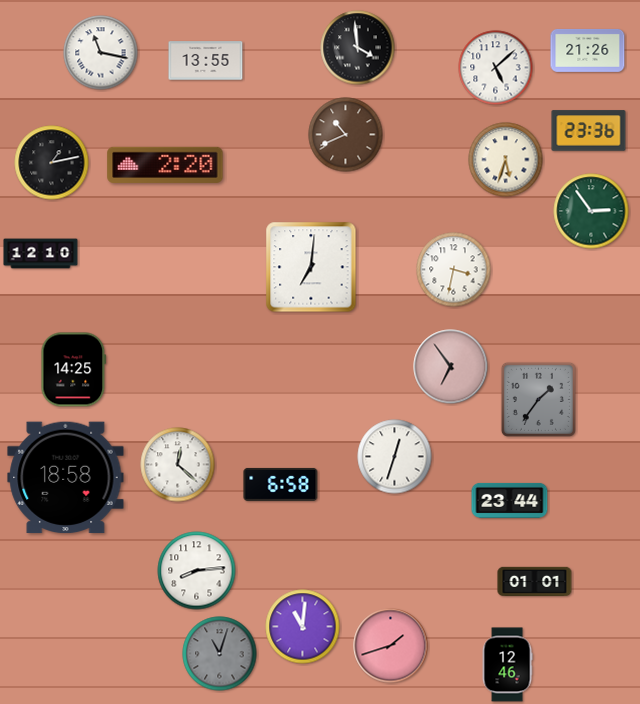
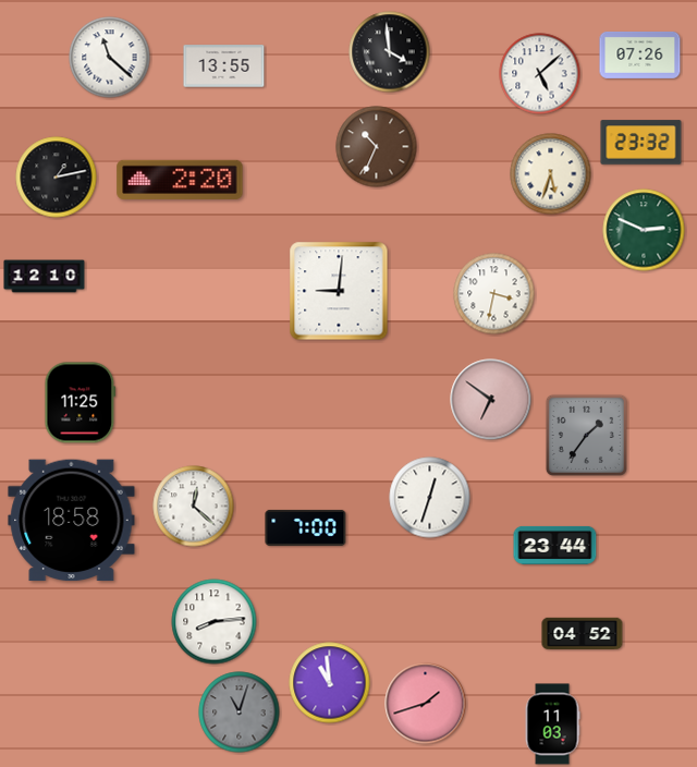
clock at (588, 50): 21:26 -> 07:26
clock at (101, 53): 11:17 -> 11:22
clock at (589, 131): 23:36 -> 23:32
clock at (346, 135): 10:41 -> 10:34
clock at (591, 211): 2:54 -> 2:49
clock at (311, 267): 7:01 -> 9:01
clock at (451, 367): 6:54 -> 6:51
clock at (74, 370): 14:25 -> 11:25
clock at (281, 484): 6:58 -> 7:00
clock at (535, 581): 01:01 -> 04:52
clock at (303, 627): 11:01 -> 10:59
clock at (507, 665): 12:46 -> 11:03
